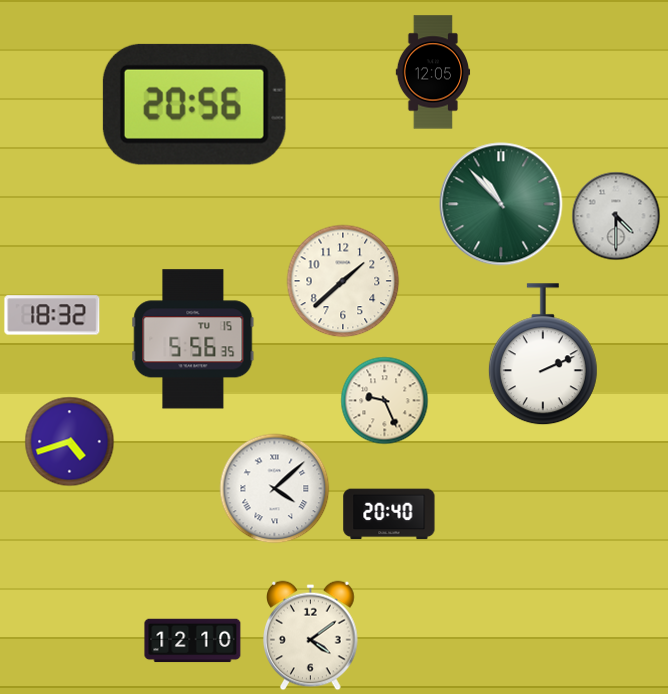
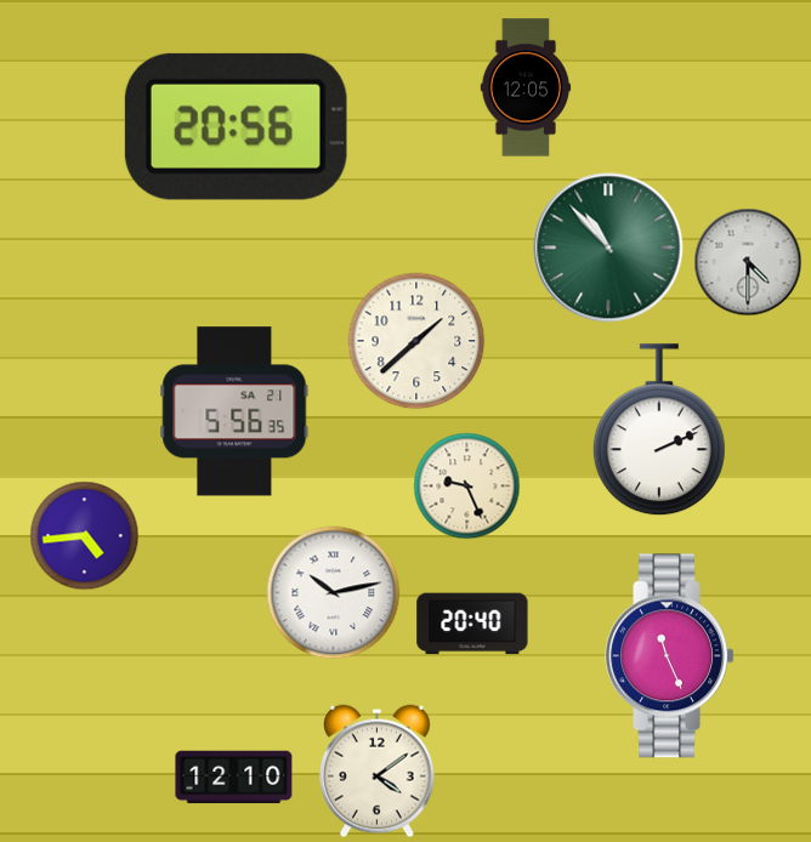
clock at (52, 315): 18:32 -> none
clock at (193, 339) date: TU 15 -> SA 21
clock at (70, 442): 4:42 -> 4:44
clock at (275, 489): 4:08 -> 10:13
clock at (669, 656): none -> 11:26
